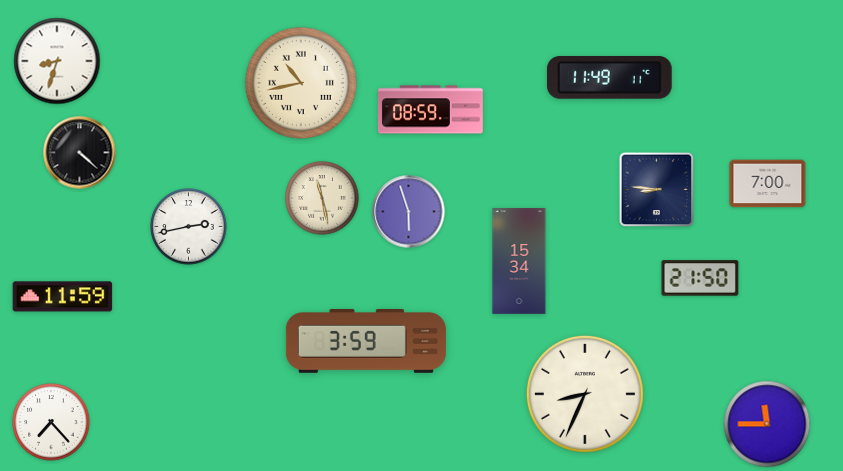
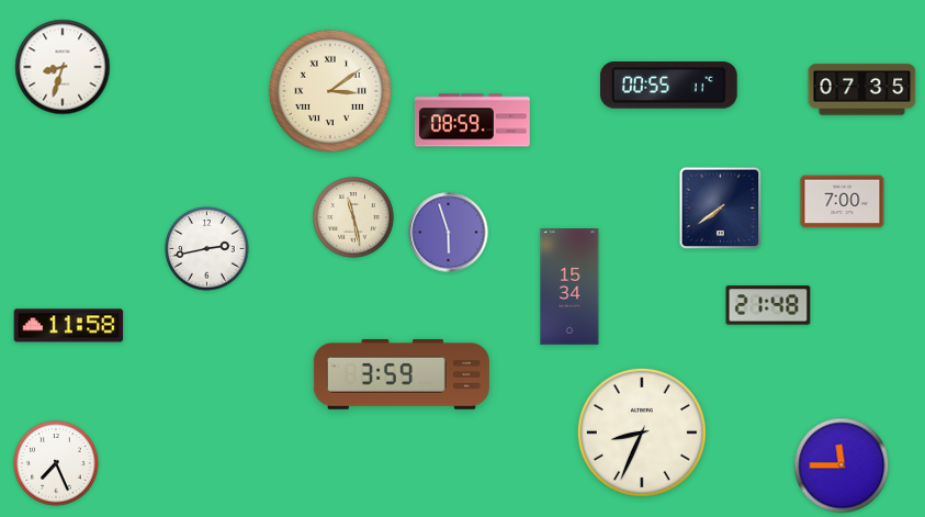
clock at (609, 78): 11:49 -> 00:55
clock at (862, 90): none -> 07:35
clock at (301, 83): 10:43 -> 3:09
clock at (80, 153): 4:22 -> none
clock at (657, 190): 8:46 -> 7:39
clock at (700, 278): 21:50 -> 21:48
clock at (63, 297): 11:59 -> 11:58
clock at (51, 422): 7:23 -> 7:26
